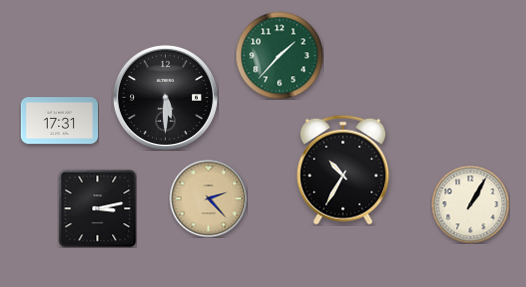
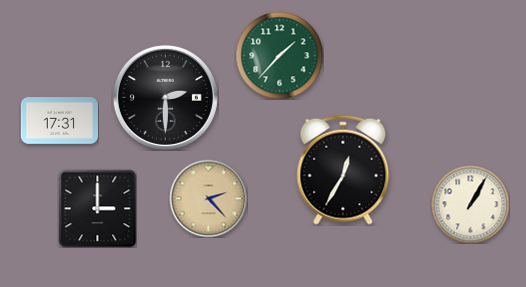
clock at (165, 97): 5:30 -> 2:30
clock at (343, 170): 10:35 -> 12:35
clock at (97, 208): 3:13 -> 3:00
